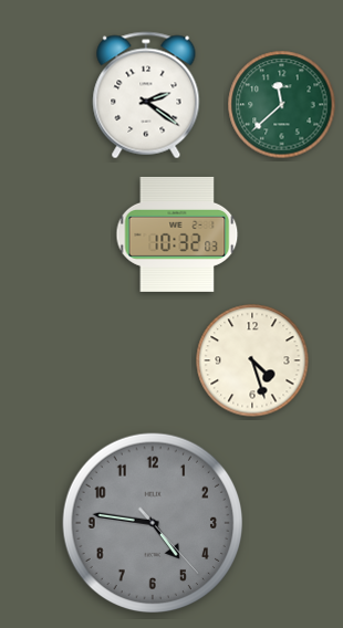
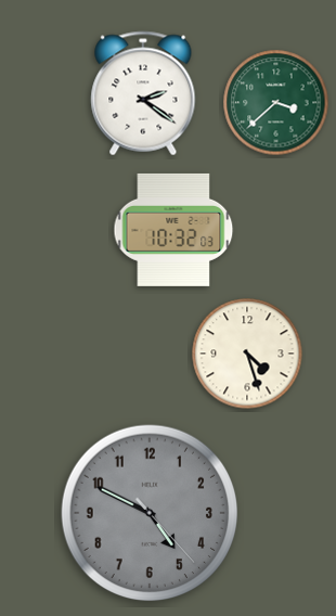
clock at (282, 105): 11:38 -> 3:38
clock at (153, 523): 4:46 -> 4:49
